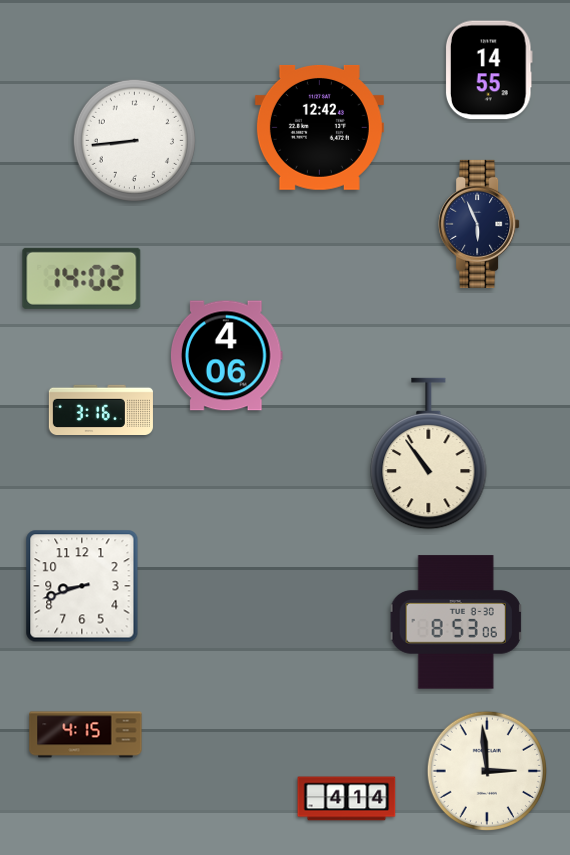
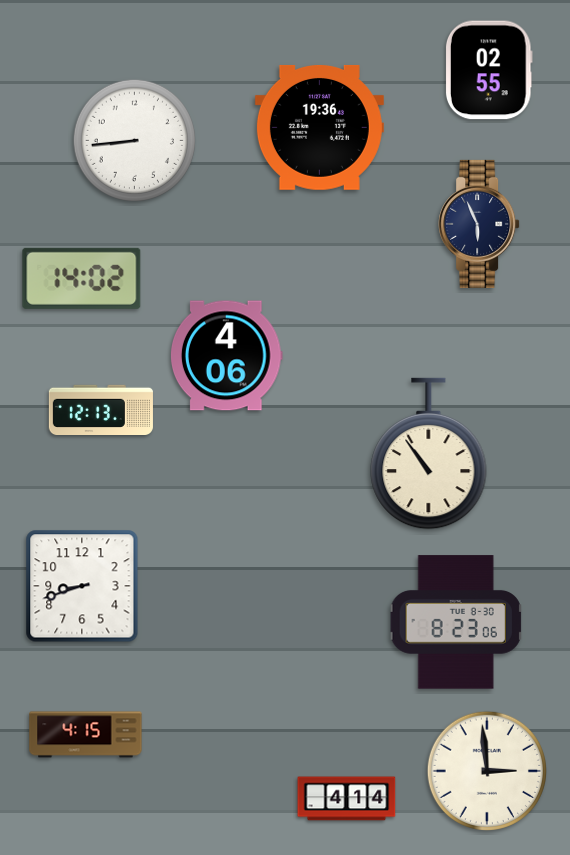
clock at (489, 70): 14:55 -> 02:55
clock at (319, 127): 12:42 -> 19:36
clock at (101, 409): 3:16 -> 12:13
clock at (456, 622): 8:53 -> 8:23
